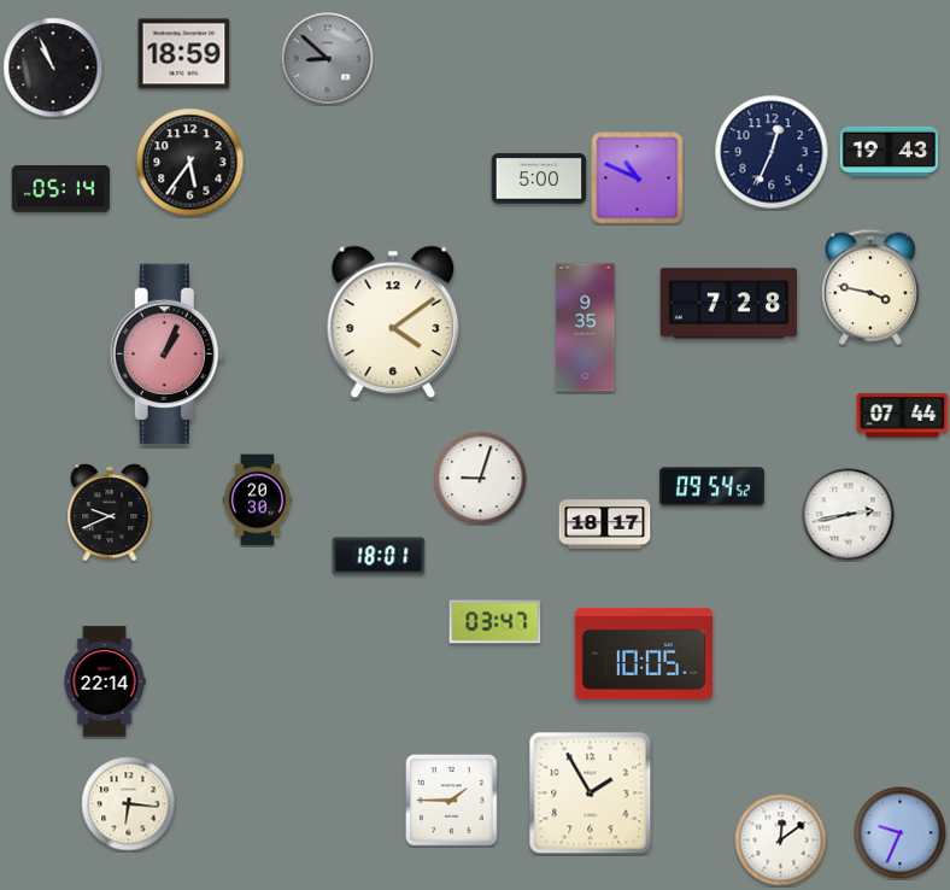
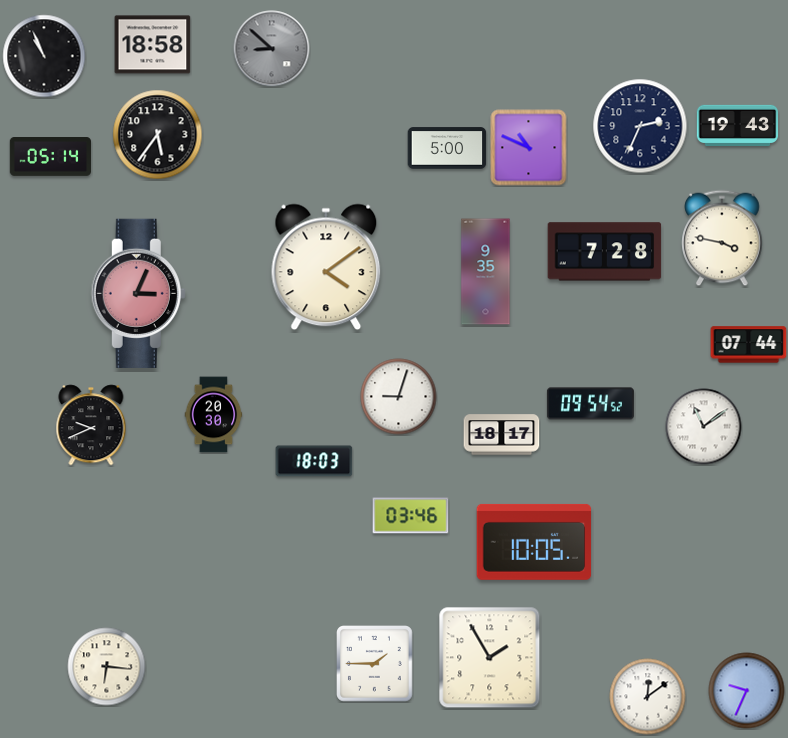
clock at (184, 54): 18:59 -> 18:58
clock at (772, 152): 12:34 -> 2:34
clock at (166, 353): 1:04 -> 3:04
clock at (849, 515): 2:43 -> 11:09
clock at (379, 556): 18:01 -> 18:03
clock at (495, 622): 03:47 -> 03:46
clock at (105, 681): 22:14 -> none
